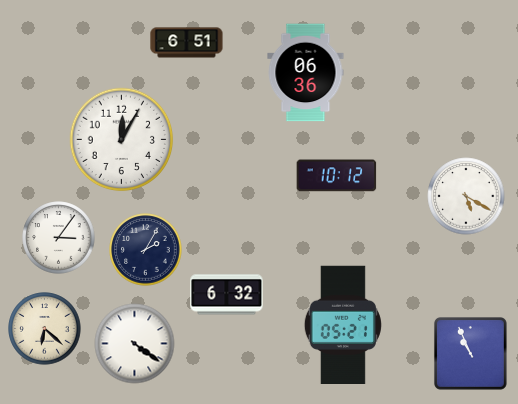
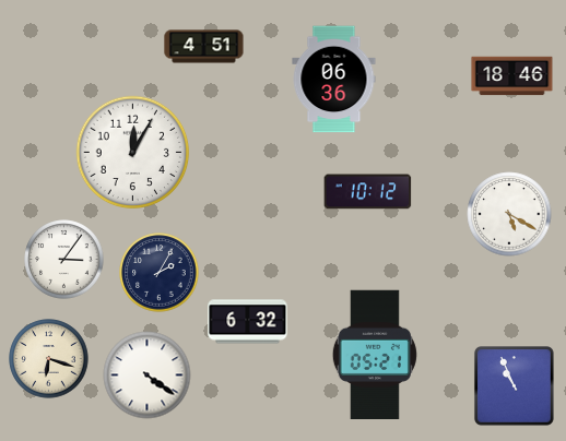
clock at (187, 43): 6:51 -> 4:51
clock at (512, 76): none -> 18:46
clock at (45, 329): 6:22 -> 6:18
